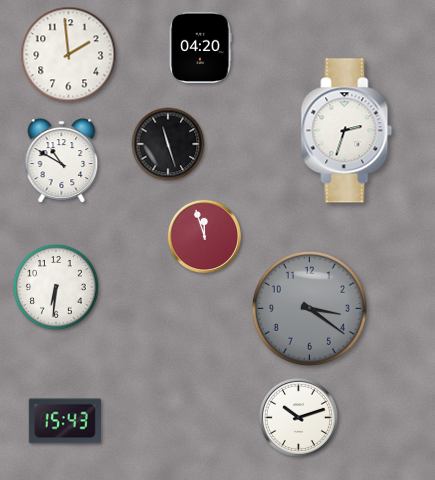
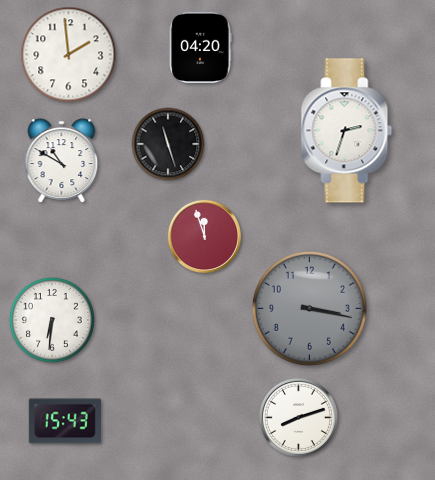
clock at (57, 288) position: (57, 288) -> (53, 321)
clock at (309, 308): 3:21 -> 3:17
clock at (298, 417): 10:12 -> 8:12
